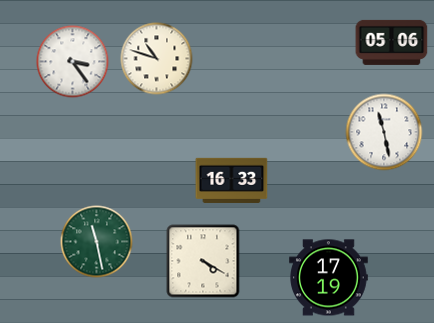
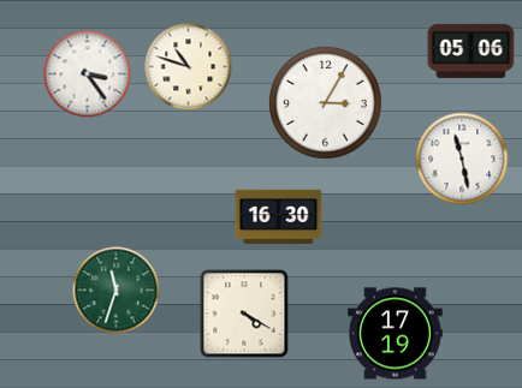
clock at (157, 59) position: (157, 59) -> (189, 67)
clock at (325, 102): none -> 3:05
clock at (232, 180): 16:33 -> 16:30
clock at (97, 242): 11:28 -> 11:33
